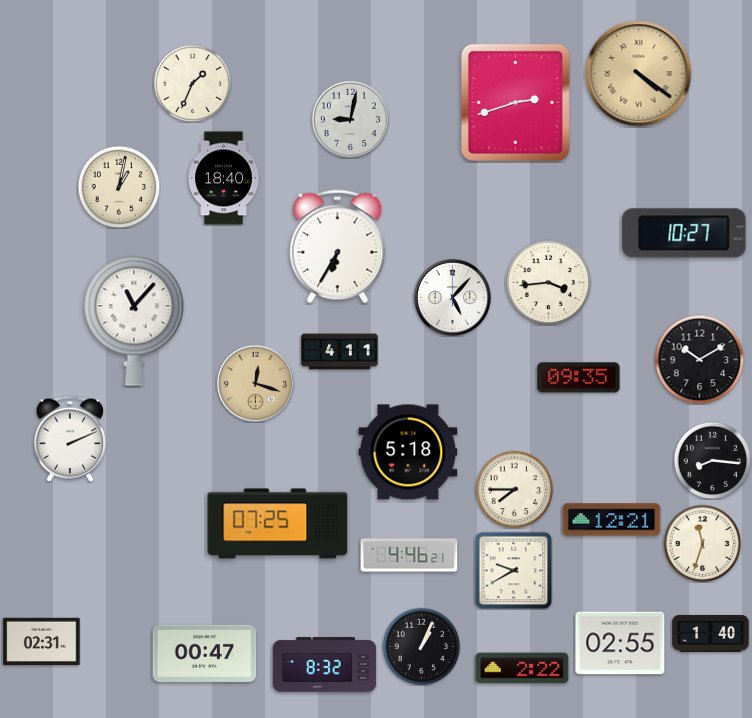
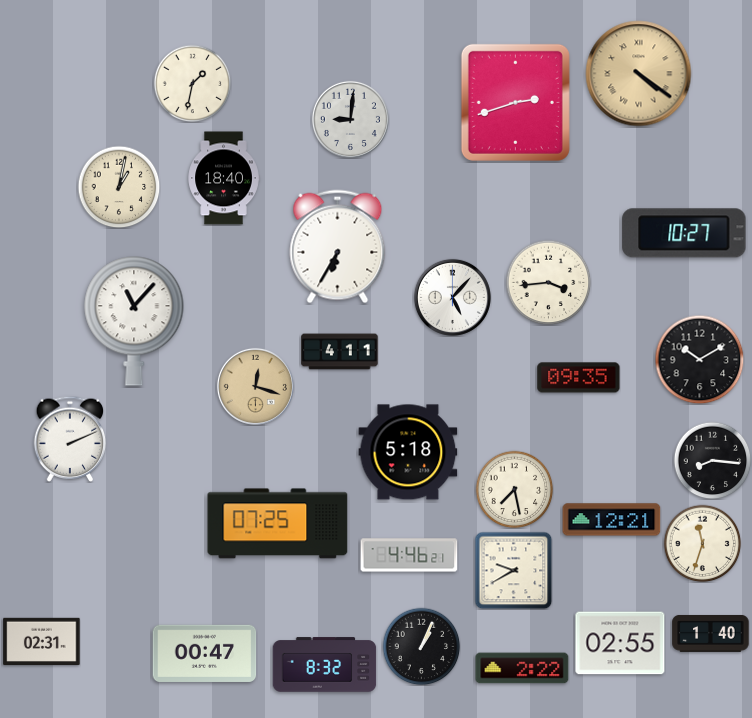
clock at (192, 83): 1:34 -> 1:32
clock at (350, 119): 9:02 -> 9:01
clock at (255, 383) position: (255, 383) -> (255, 386)
clock at (514, 489): 7:45 -> 7:28
